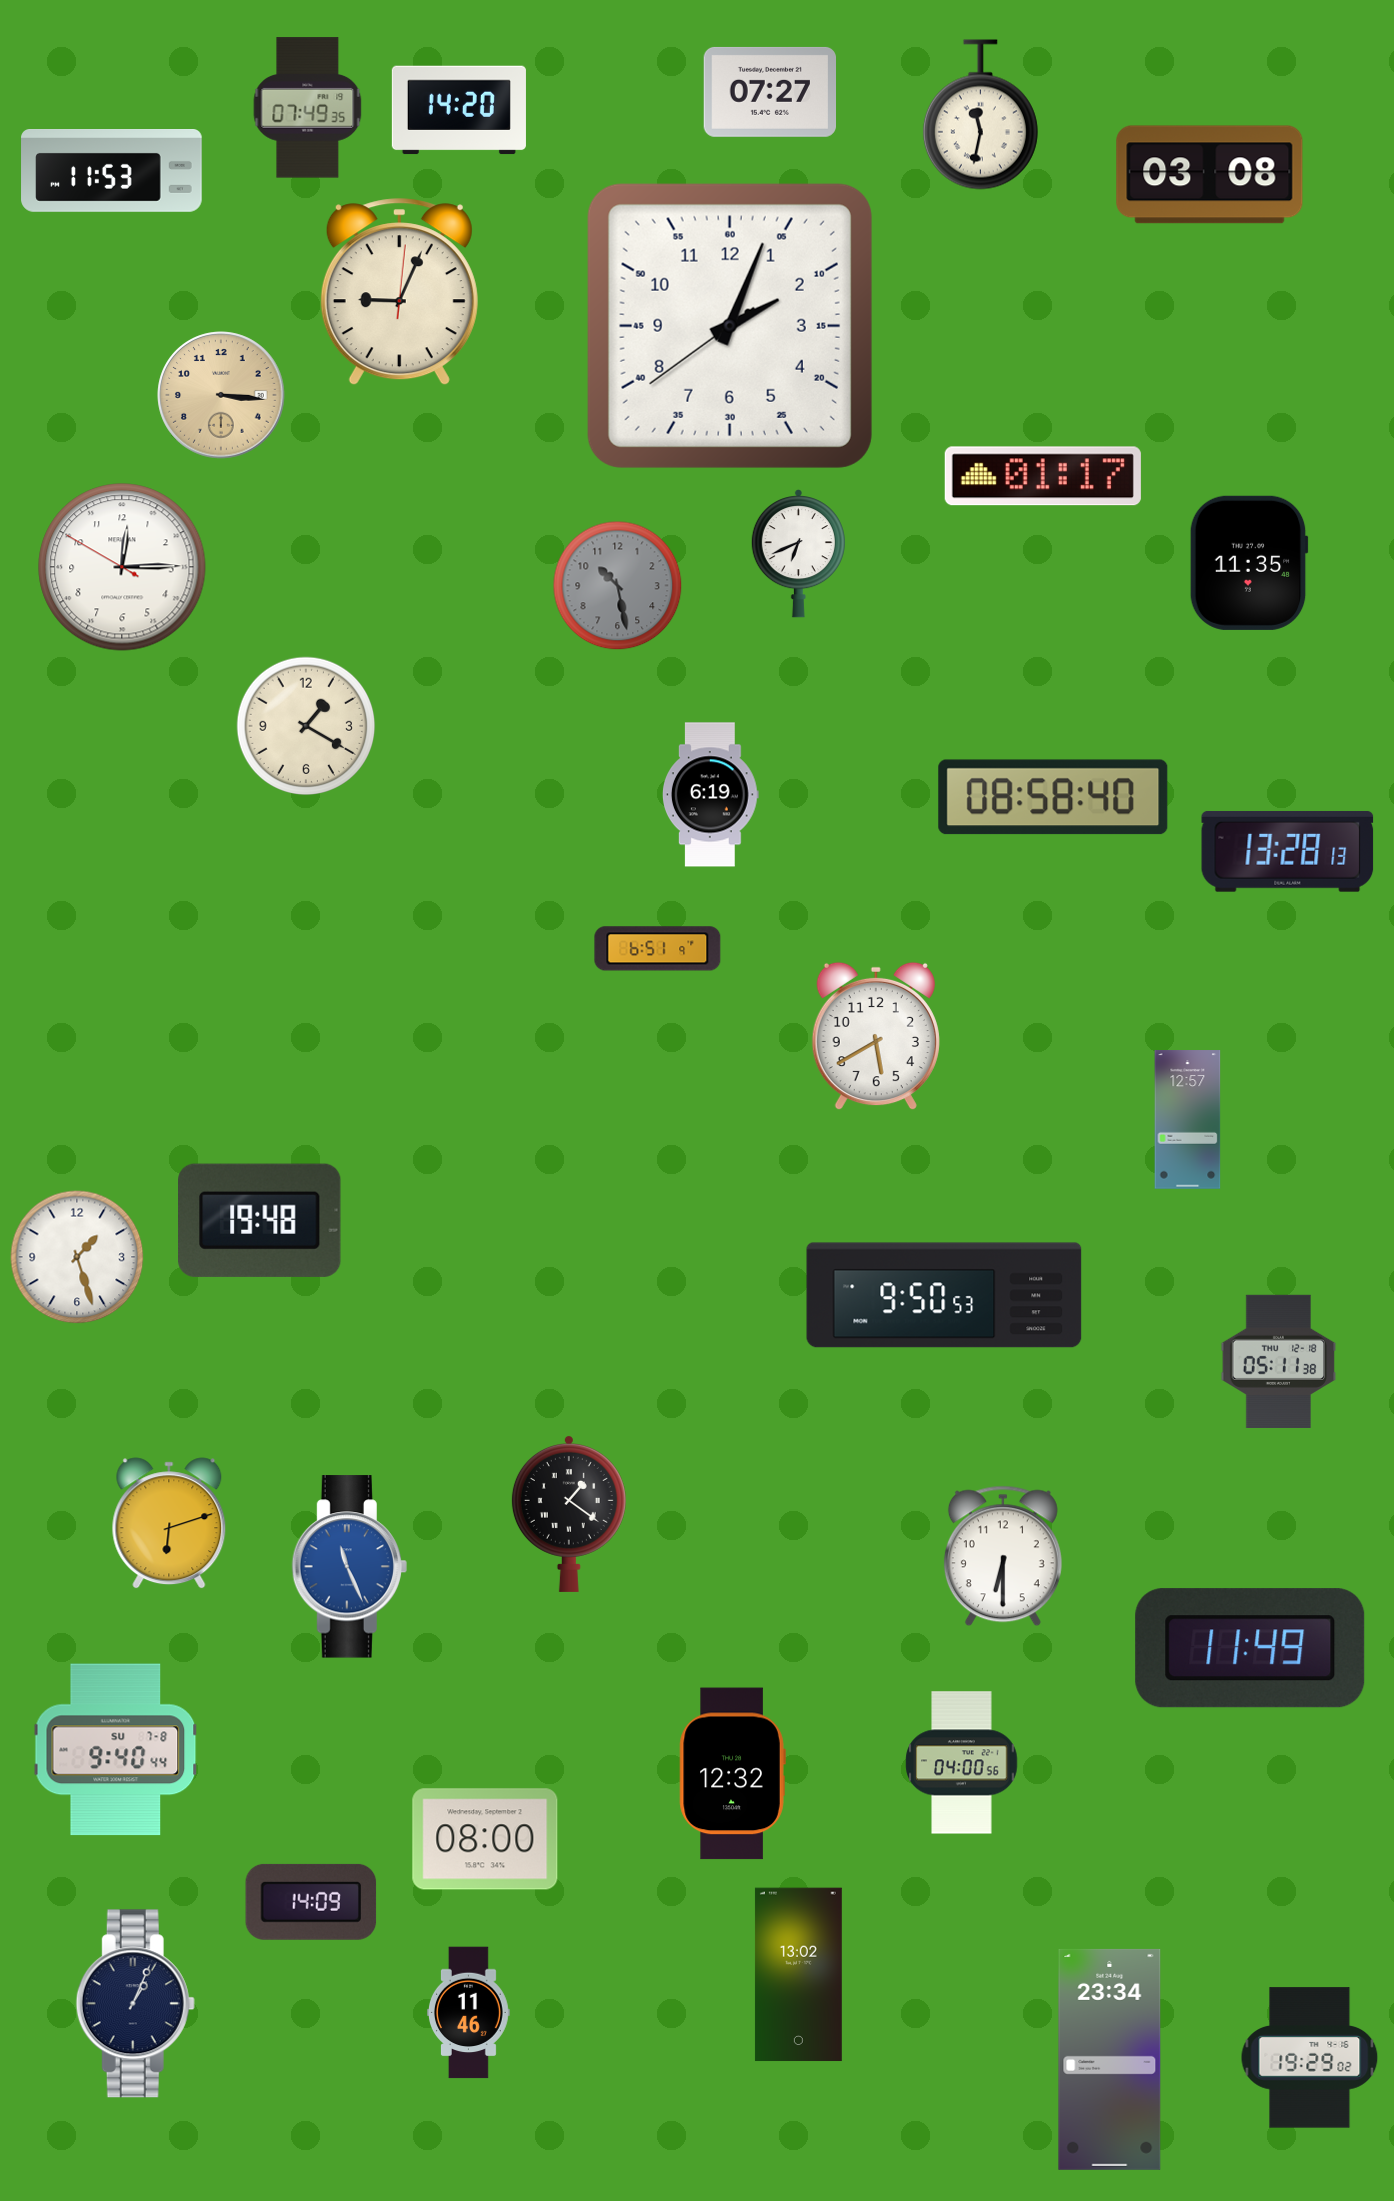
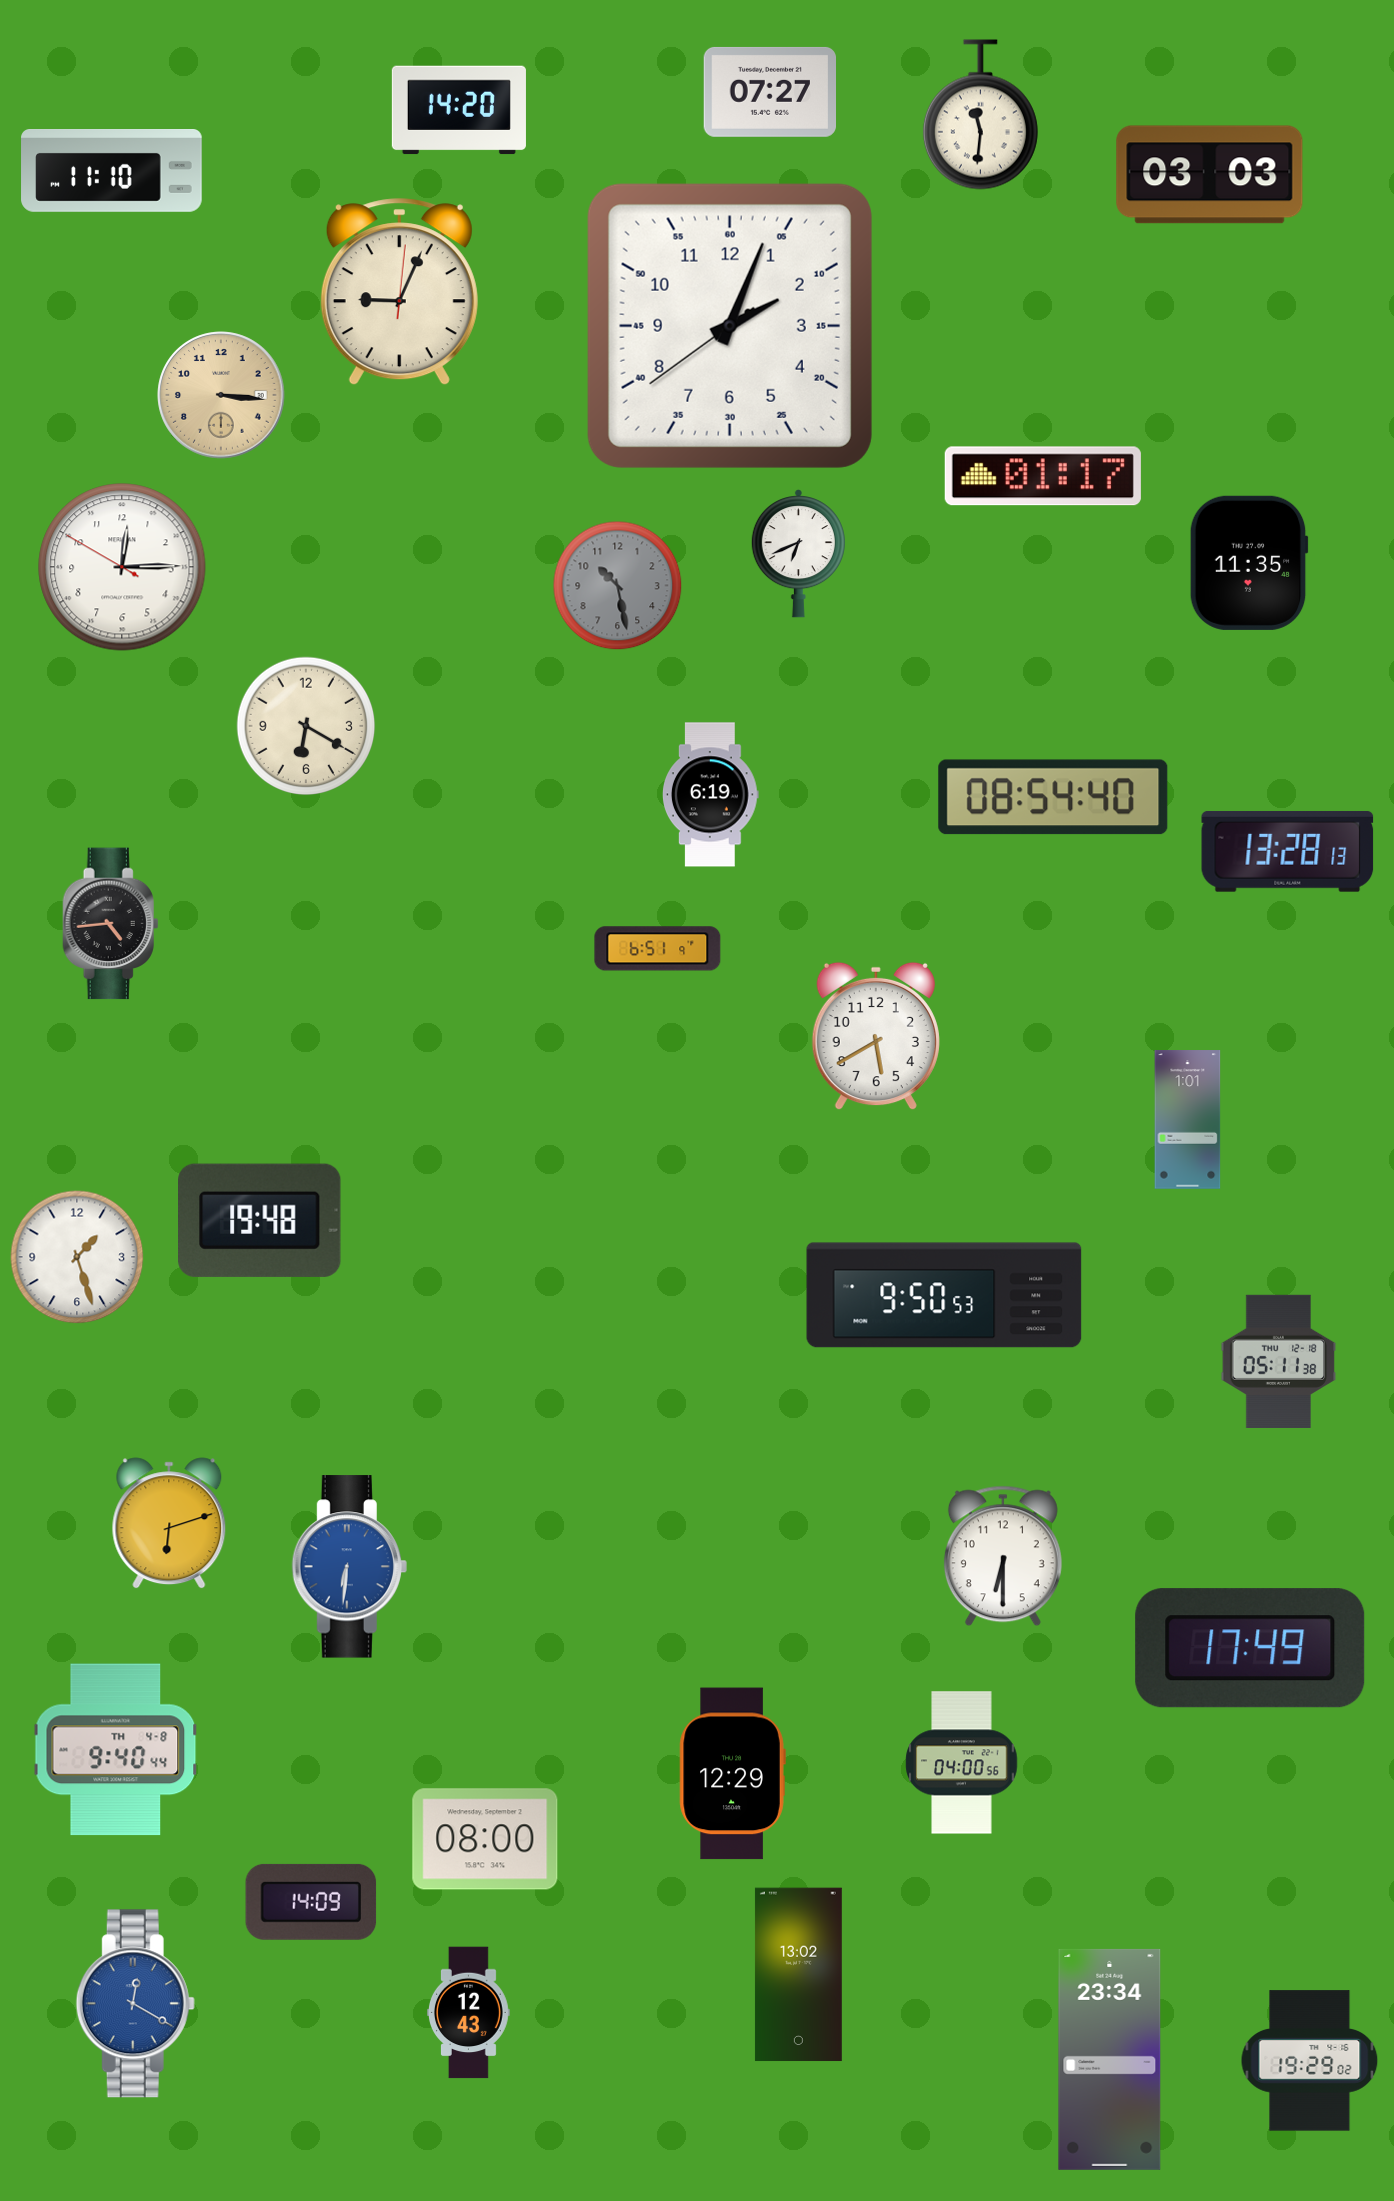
clock at (308, 108): 07:49 -> none
clock at (980, 115): 11:32 -> 11:31
clock at (112, 171): 11:53 -> 11:10
clock at (1210, 175): 03:08 -> 03:03
clock at (306, 726): 1:20 -> 6:20
clock at (1053, 797): 08:58 -> 08:54
clock at (111, 924): none -> 4:44
clock at (1188, 1120): 12:57 -> 1:01
clock at (569, 1513): 1:21 -> none
clock at (349, 1567): 11:26 -> 6:31
clock at (1250, 1648): 11:49 -> 17:49
clock at (116, 1750) date: SU 7-8 -> TH 4-8
clock at (732, 1774): 12:32 -> 12:29
clock at (135, 2004): 1:04 -> 12:20
clock at (135, 2004) dial: navy -> blue
clock at (469, 2013): 11:46 -> 12:43
clock at (1310, 2058) position: (1310, 2058) -> (1310, 2061)
